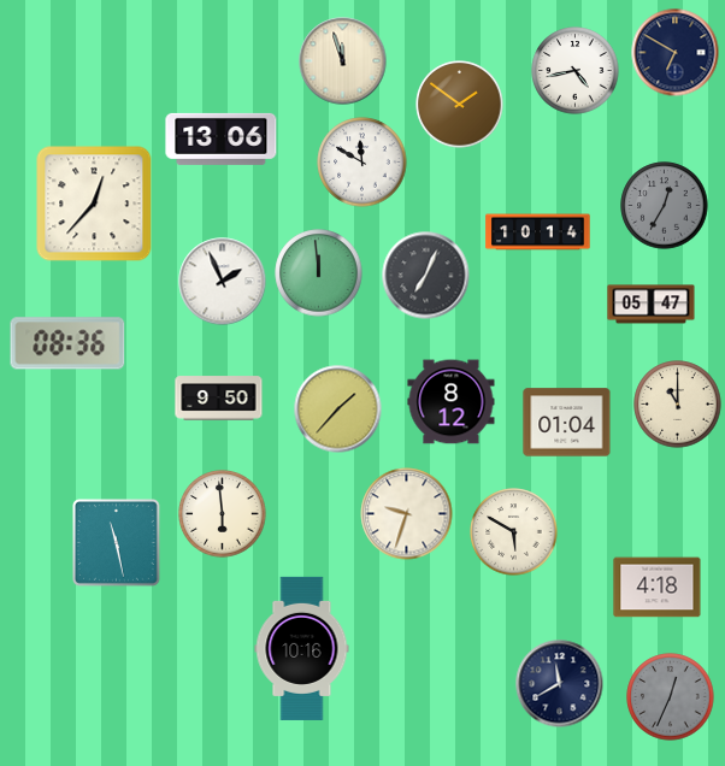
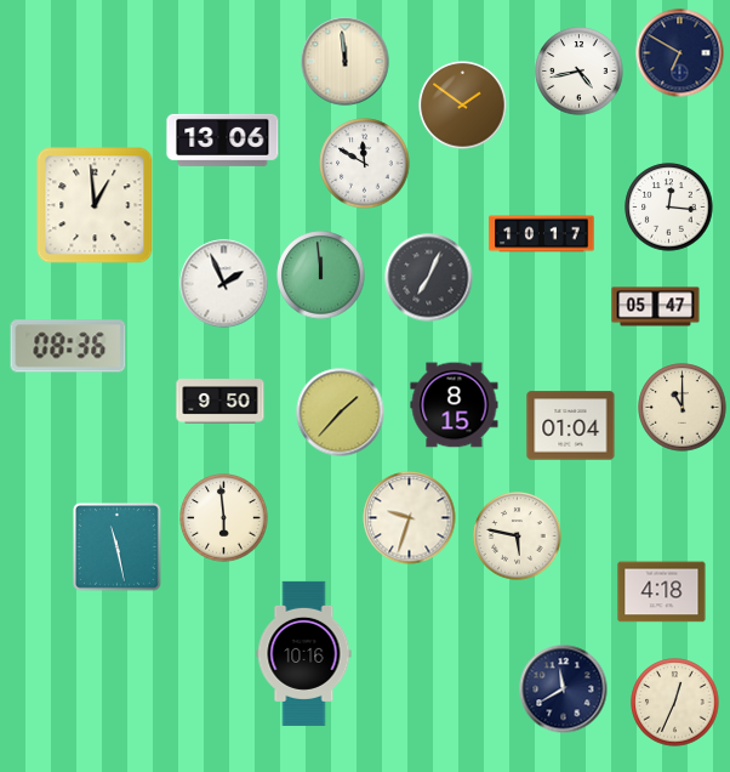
clock at (343, 61): 11:57 -> 11:59
clock at (94, 204): 12:37 -> 12:59
clock at (665, 206): 12:35 -> 12:16
clock at (665, 206) dial: grey -> white
clock at (538, 232): 10:14 -> 10:17
clock at (452, 402): 8:12 -> 8:15
clock at (514, 532): 5:50 -> 5:47
clock at (671, 697) dial: grey -> cream
